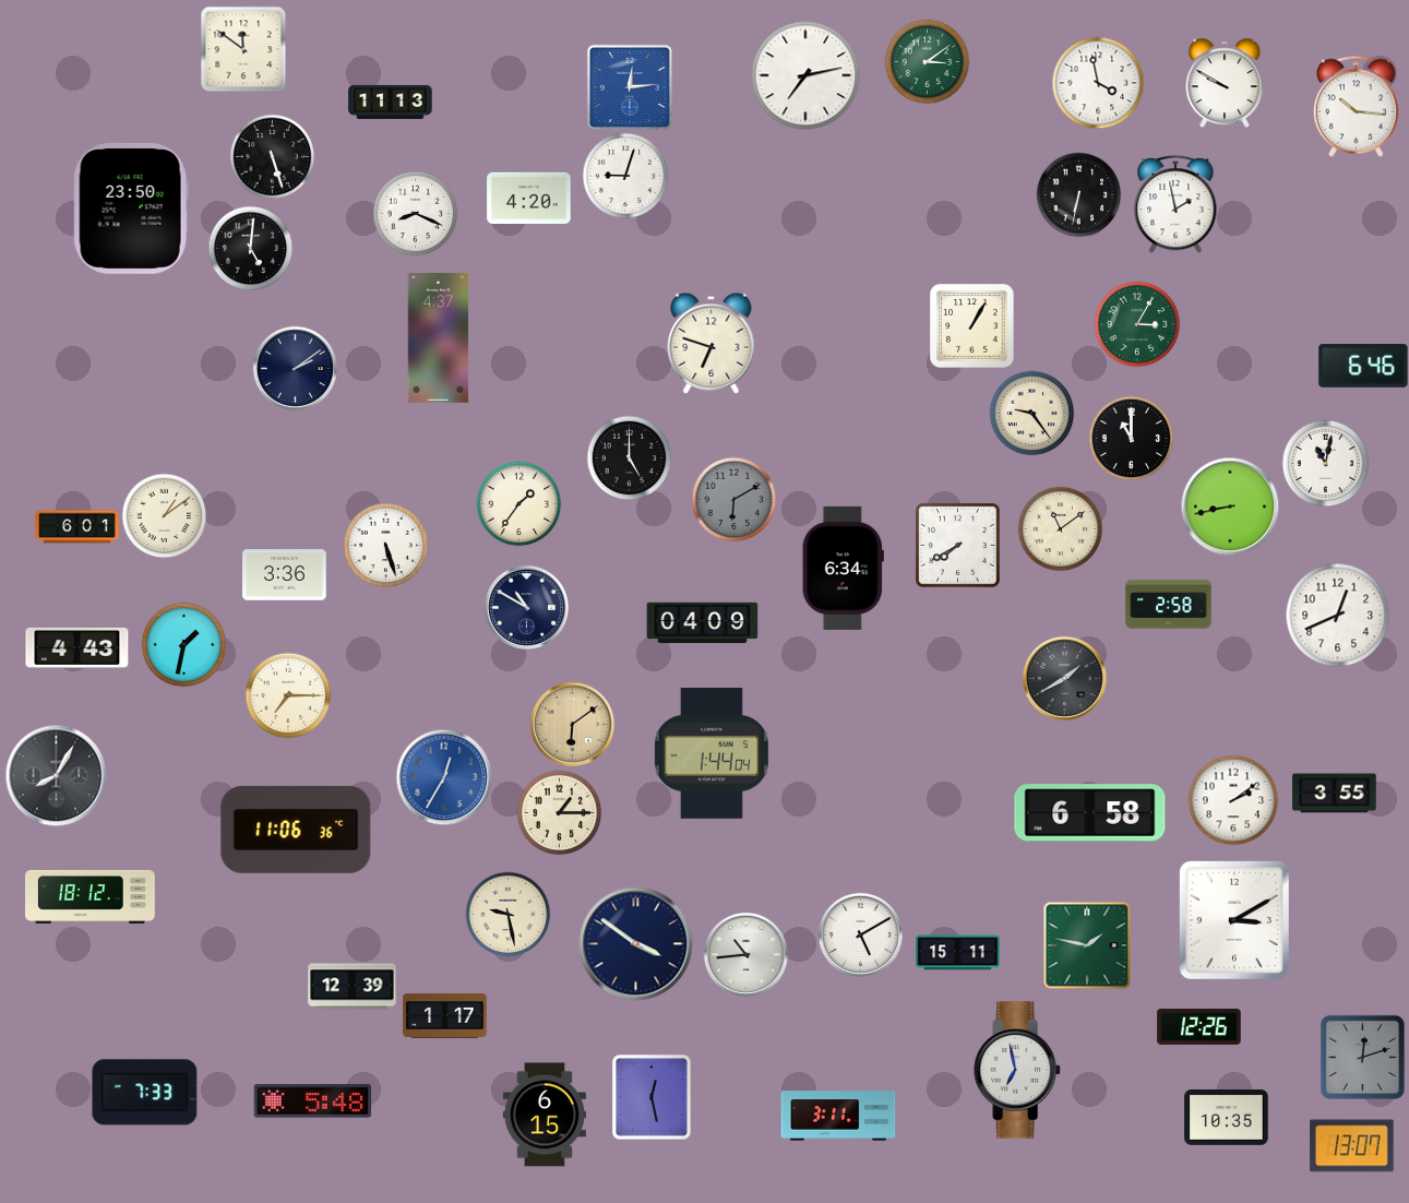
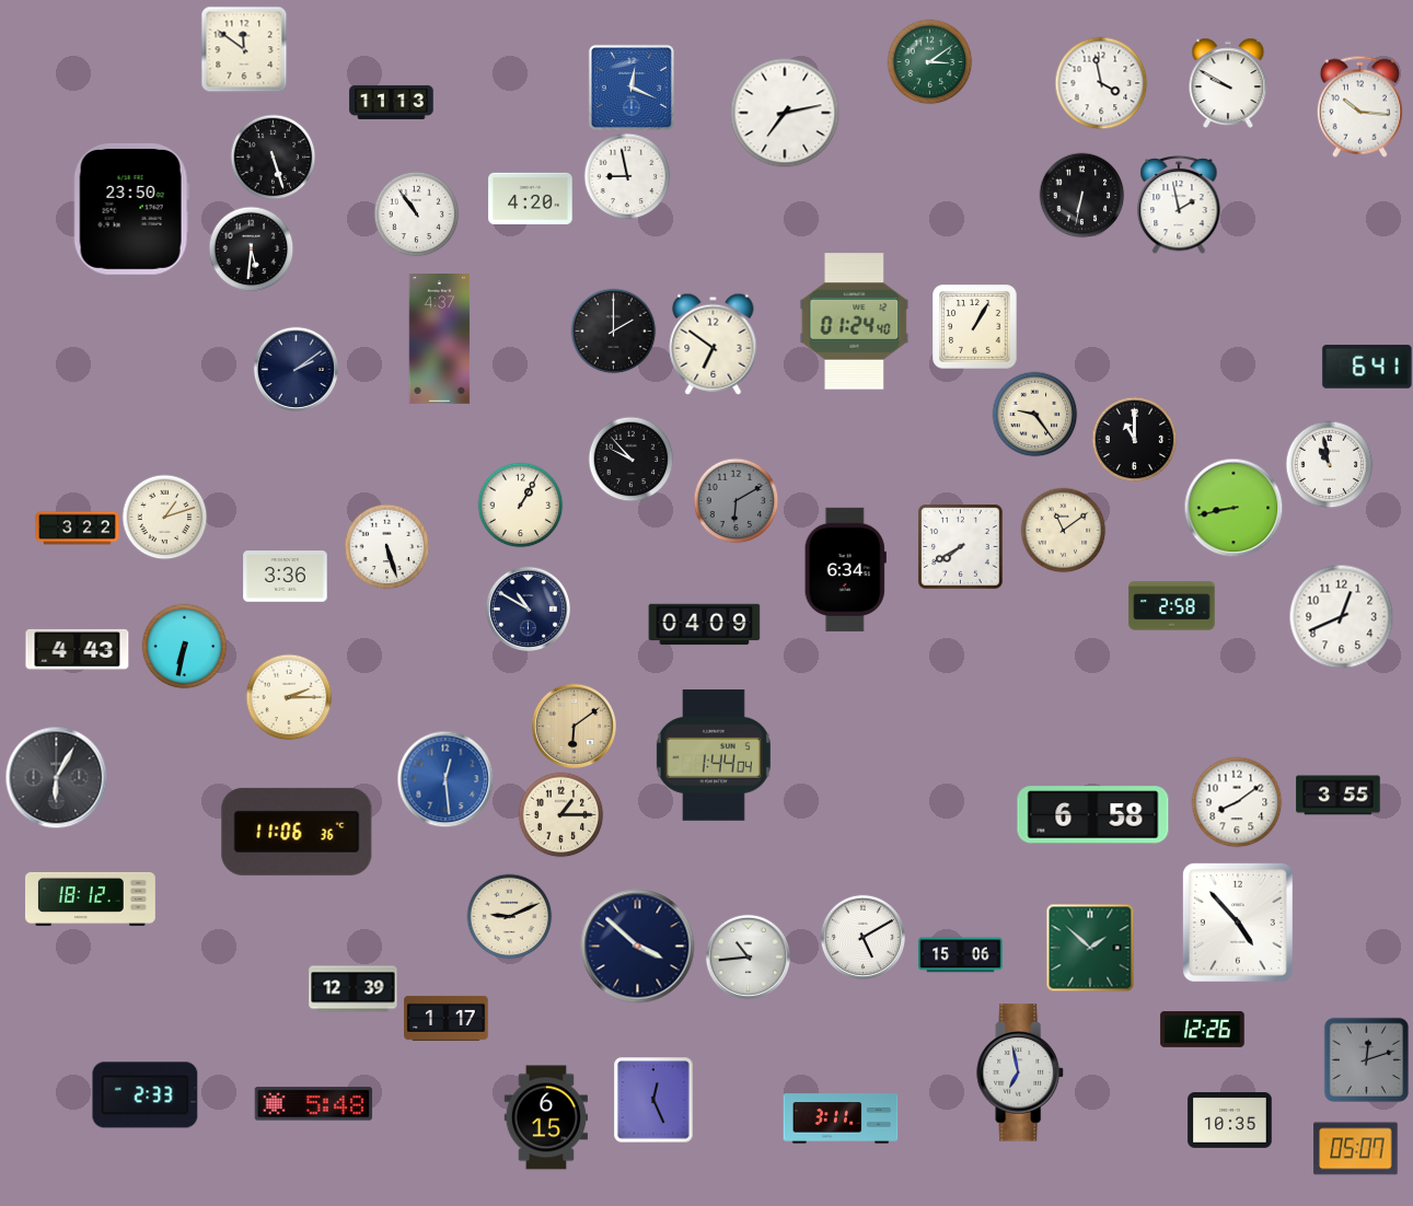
clock at (805, 75) position: (805, 75) -> (785, 113)
clock at (629, 86): 12:14 -> 12:19
clock at (625, 176): 9:03 -> 8:58
clock at (415, 213): 8:19 -> 10:54
clock at (250, 248): 5:01 -> 5:31
clock at (855, 322): none -> 01:24
clock at (1137, 324): 3:05 -> none
clock at (613, 331): none -> 2:00
clock at (712, 343): 6:48 -> 6:51
clock at (1363, 366): 6:46 -> 6:41
clock at (629, 457): 5:00 -> 9:53
clock at (1325, 463): 11:02 -> 10:58
clock at (518, 503): 1:36 -> 1:05
clock at (164, 515): 1:09 -> 1:12
clock at (77, 527): 6:01 -> 3:22
clock at (183, 644): 1:32 -> 6:32
clock at (1064, 678): 1:40 -> none
clock at (288, 695): 7:15 -> 2:15
clock at (56, 775): 8:05 -> 6:05
clock at (444, 777): 12:35 -> 12:29
clock at (1233, 800): 2:09 -> 8:09
clock at (508, 914): 9:28 -> 9:11
clock at (1234, 920): 3:10 -> 4:53
clock at (636, 944): 3:51 -> 3:52
clock at (1087, 945): 1:47 -> 1:52
clock at (958, 953): 15:11 -> 15:06
clock at (145, 1093): 7:33 -> 2:33
clock at (652, 1097): 12:28 -> 12:26
clock at (1352, 1146): 13:07 -> 05:07
